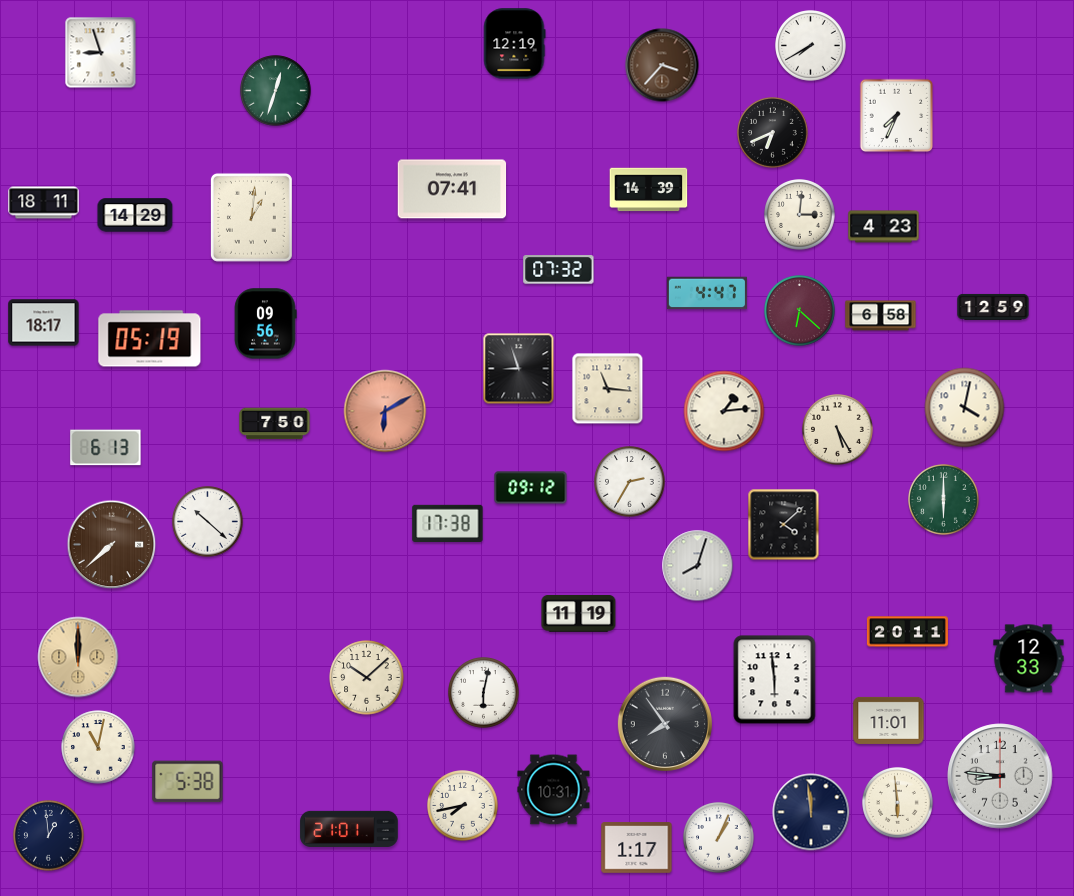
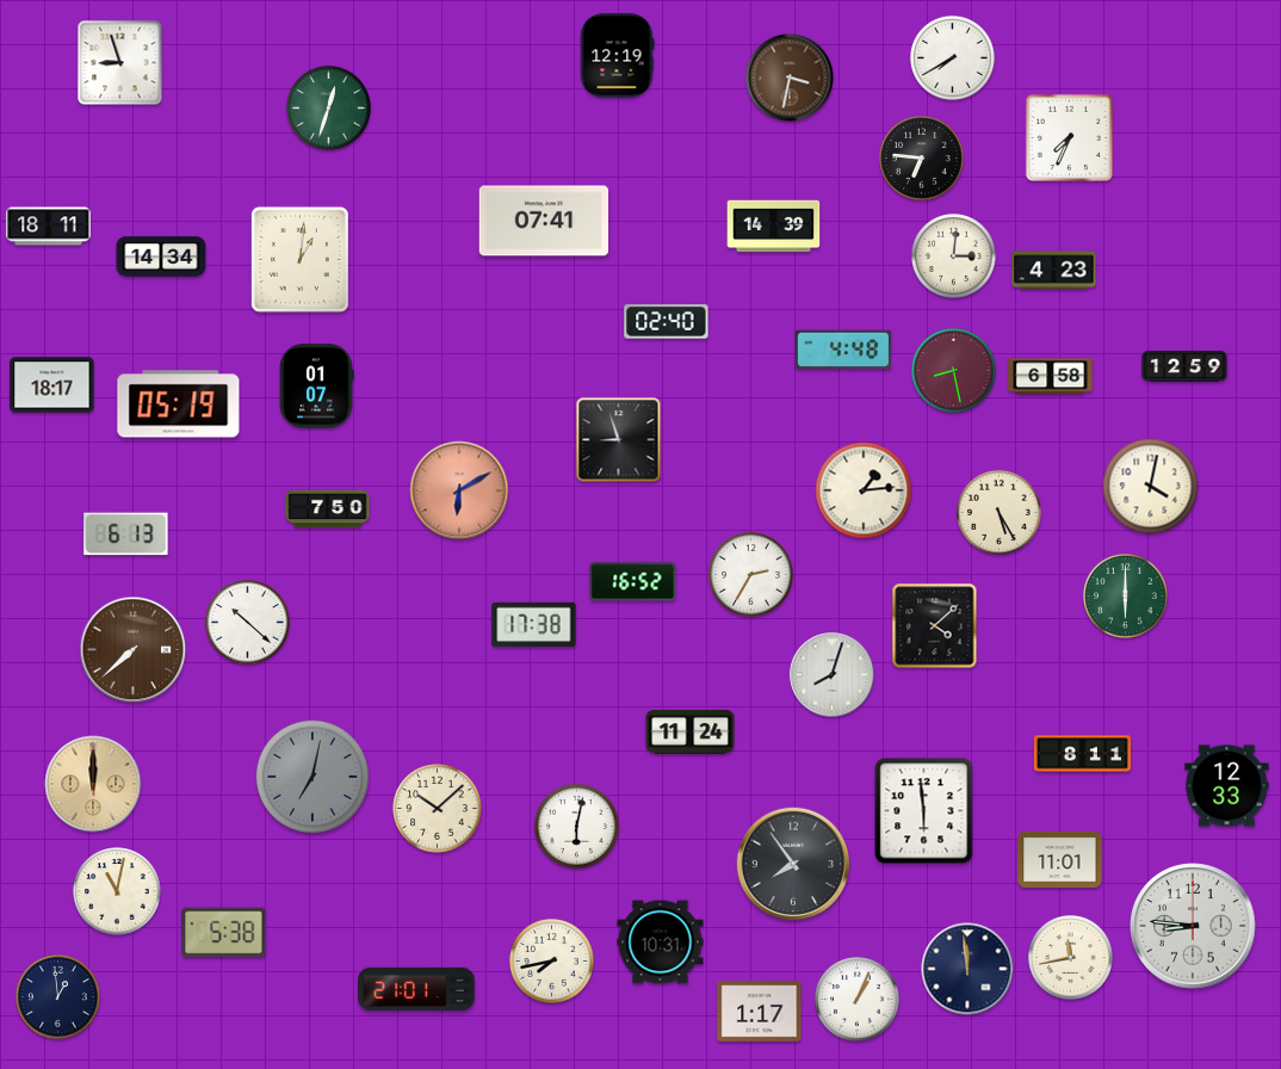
clock at (515, 44) position: (515, 44) -> (618, 56)
clock at (811, 46) position: (811, 46) -> (953, 58)
clock at (662, 65): 3:37 -> 3:32
clock at (773, 133): 6:41 -> 6:46
clock at (452, 189) position: (452, 189) -> (544, 221)
clock at (44, 203) position: (44, 203) -> (49, 227)
clock at (135, 215): 14:29 -> 14:34
clock at (559, 270): 07:32 -> 02:40
clock at (707, 293): 4:47 -> 4:48
clock at (800, 311): 6:22 -> 8:28
clock at (265, 324): 09:56 -> 01:07
clock at (608, 389): 11:16 -> none
clock at (275, 424) position: (275, 424) -> (328, 509)
clock at (531, 488): 09:12 -> 16:52
clock at (579, 614): 11:19 -> 11:24
clock at (907, 632): 20:11 -> 8:11
clock at (312, 777): none -> 7:02
clock at (898, 803): 5:59 -> 11:43
